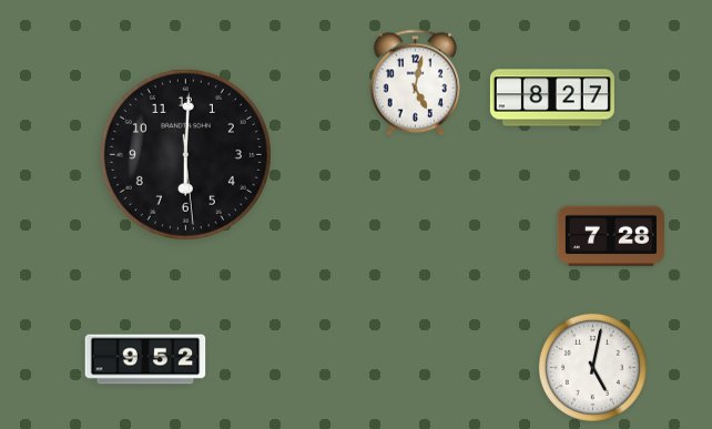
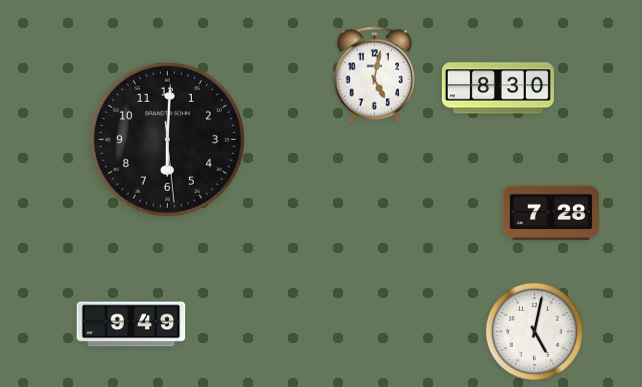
clock at (552, 98): 8:27 -> 8:30
clock at (145, 359): 9:52 -> 9:49
